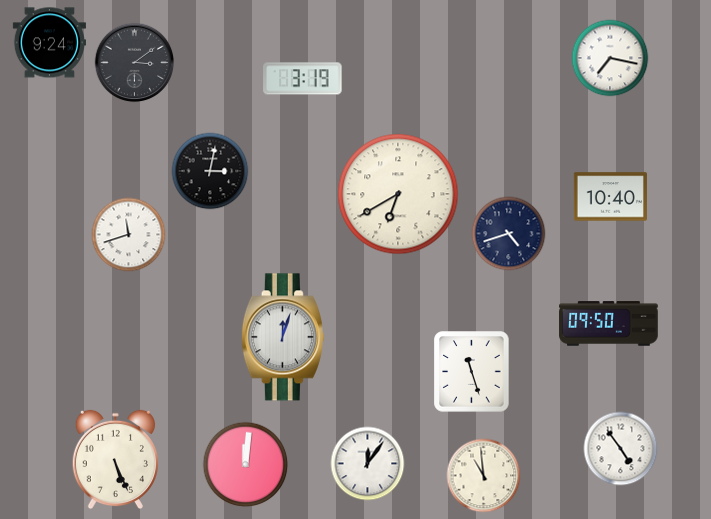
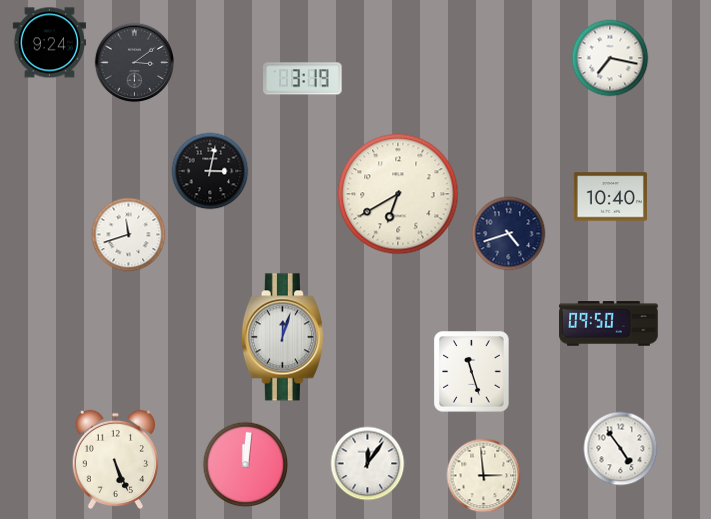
clock at (484, 476): 10:59 -> 2:59
